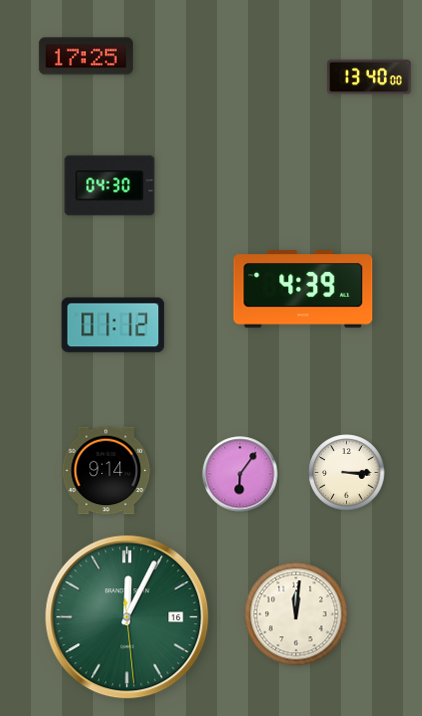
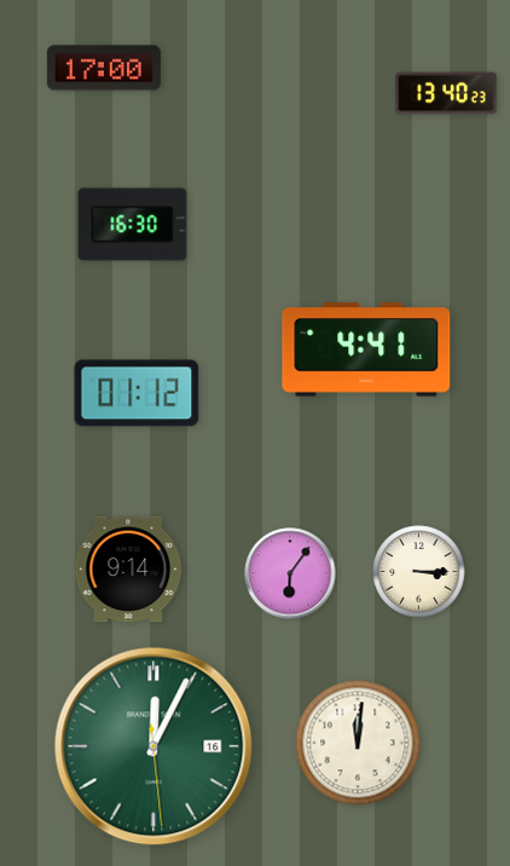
clock at (86, 56): 17:25 -> 17:00
clock at (369, 77): 13:40:00 -> 13:40:23
clock at (110, 186): 04:30 -> 16:30
clock at (303, 289): 4:39 -> 4:41
